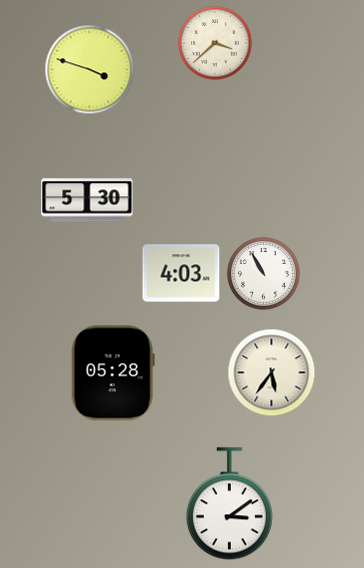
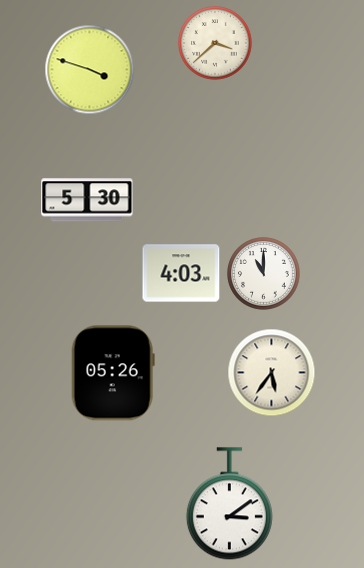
clock at (264, 274): 10:55 -> 11:00
clock at (113, 373): 05:28 -> 05:26
